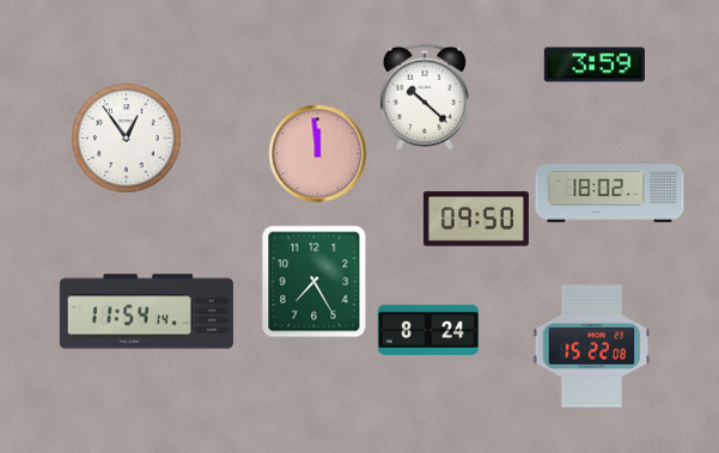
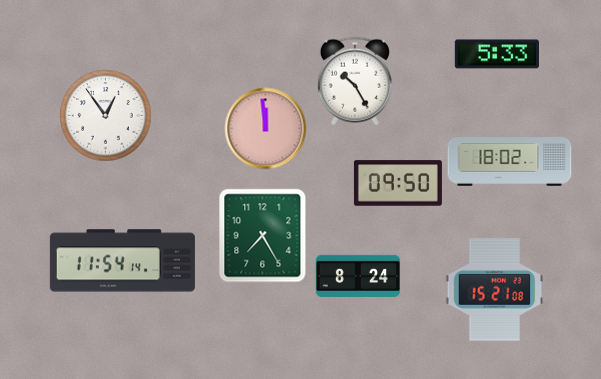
clock at (595, 65): 3:59 -> 5:33
clock at (425, 97): 10:22 -> 10:25
clock at (592, 347): 15:22 -> 15:21
